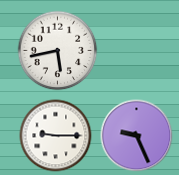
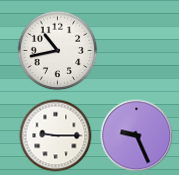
clock at (58, 51): 5:43 -> 10:43
